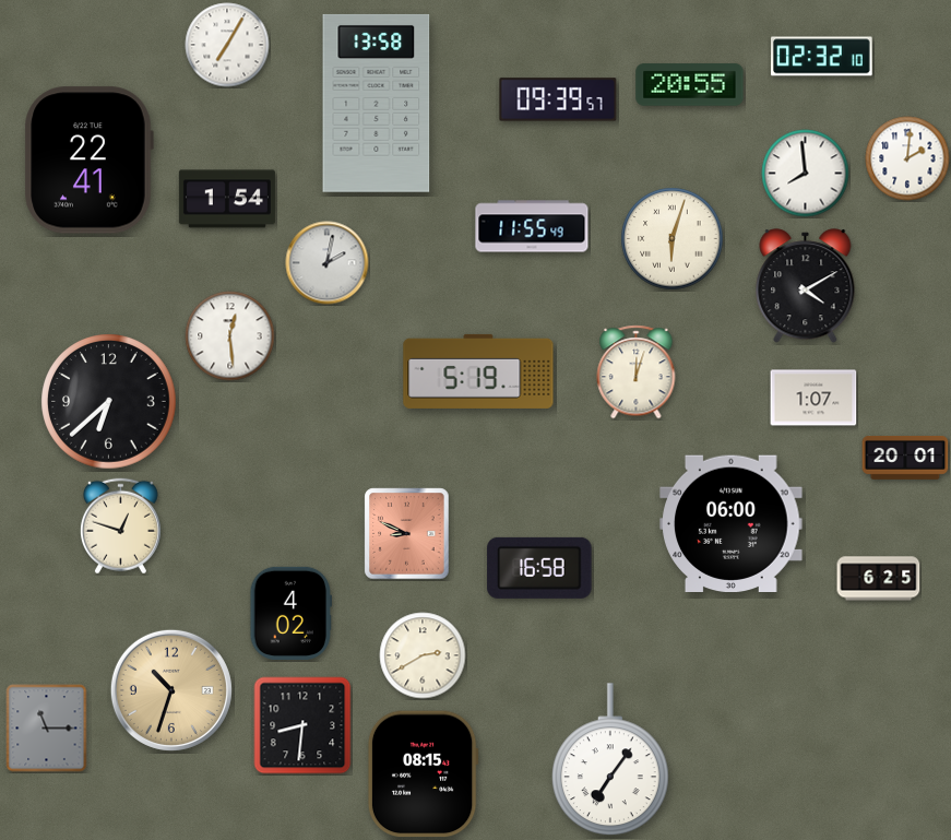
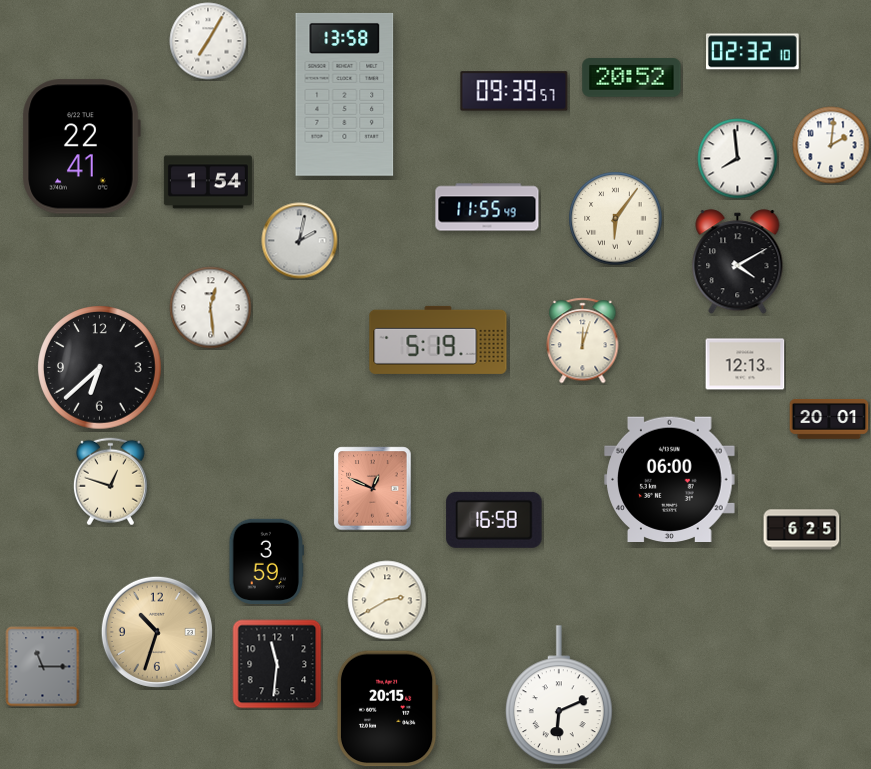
clock at (690, 85): 20:55 -> 20:52
clock at (558, 99) position: (558, 99) -> (514, 91)
clock at (673, 239): 6:03 -> 6:06
clock at (813, 398): 1:07 -> 12:13
clock at (407, 534): 8:49 -> 12:49
clock at (879, 579) position: (879, 579) -> (802, 530)
clock at (290, 613): 4:02 -> 3:59
clock at (302, 725): 8:31 -> 11:31
clock at (610, 760): 7:06 -> 6:11
clock at (423, 774): 08:15 -> 20:15
